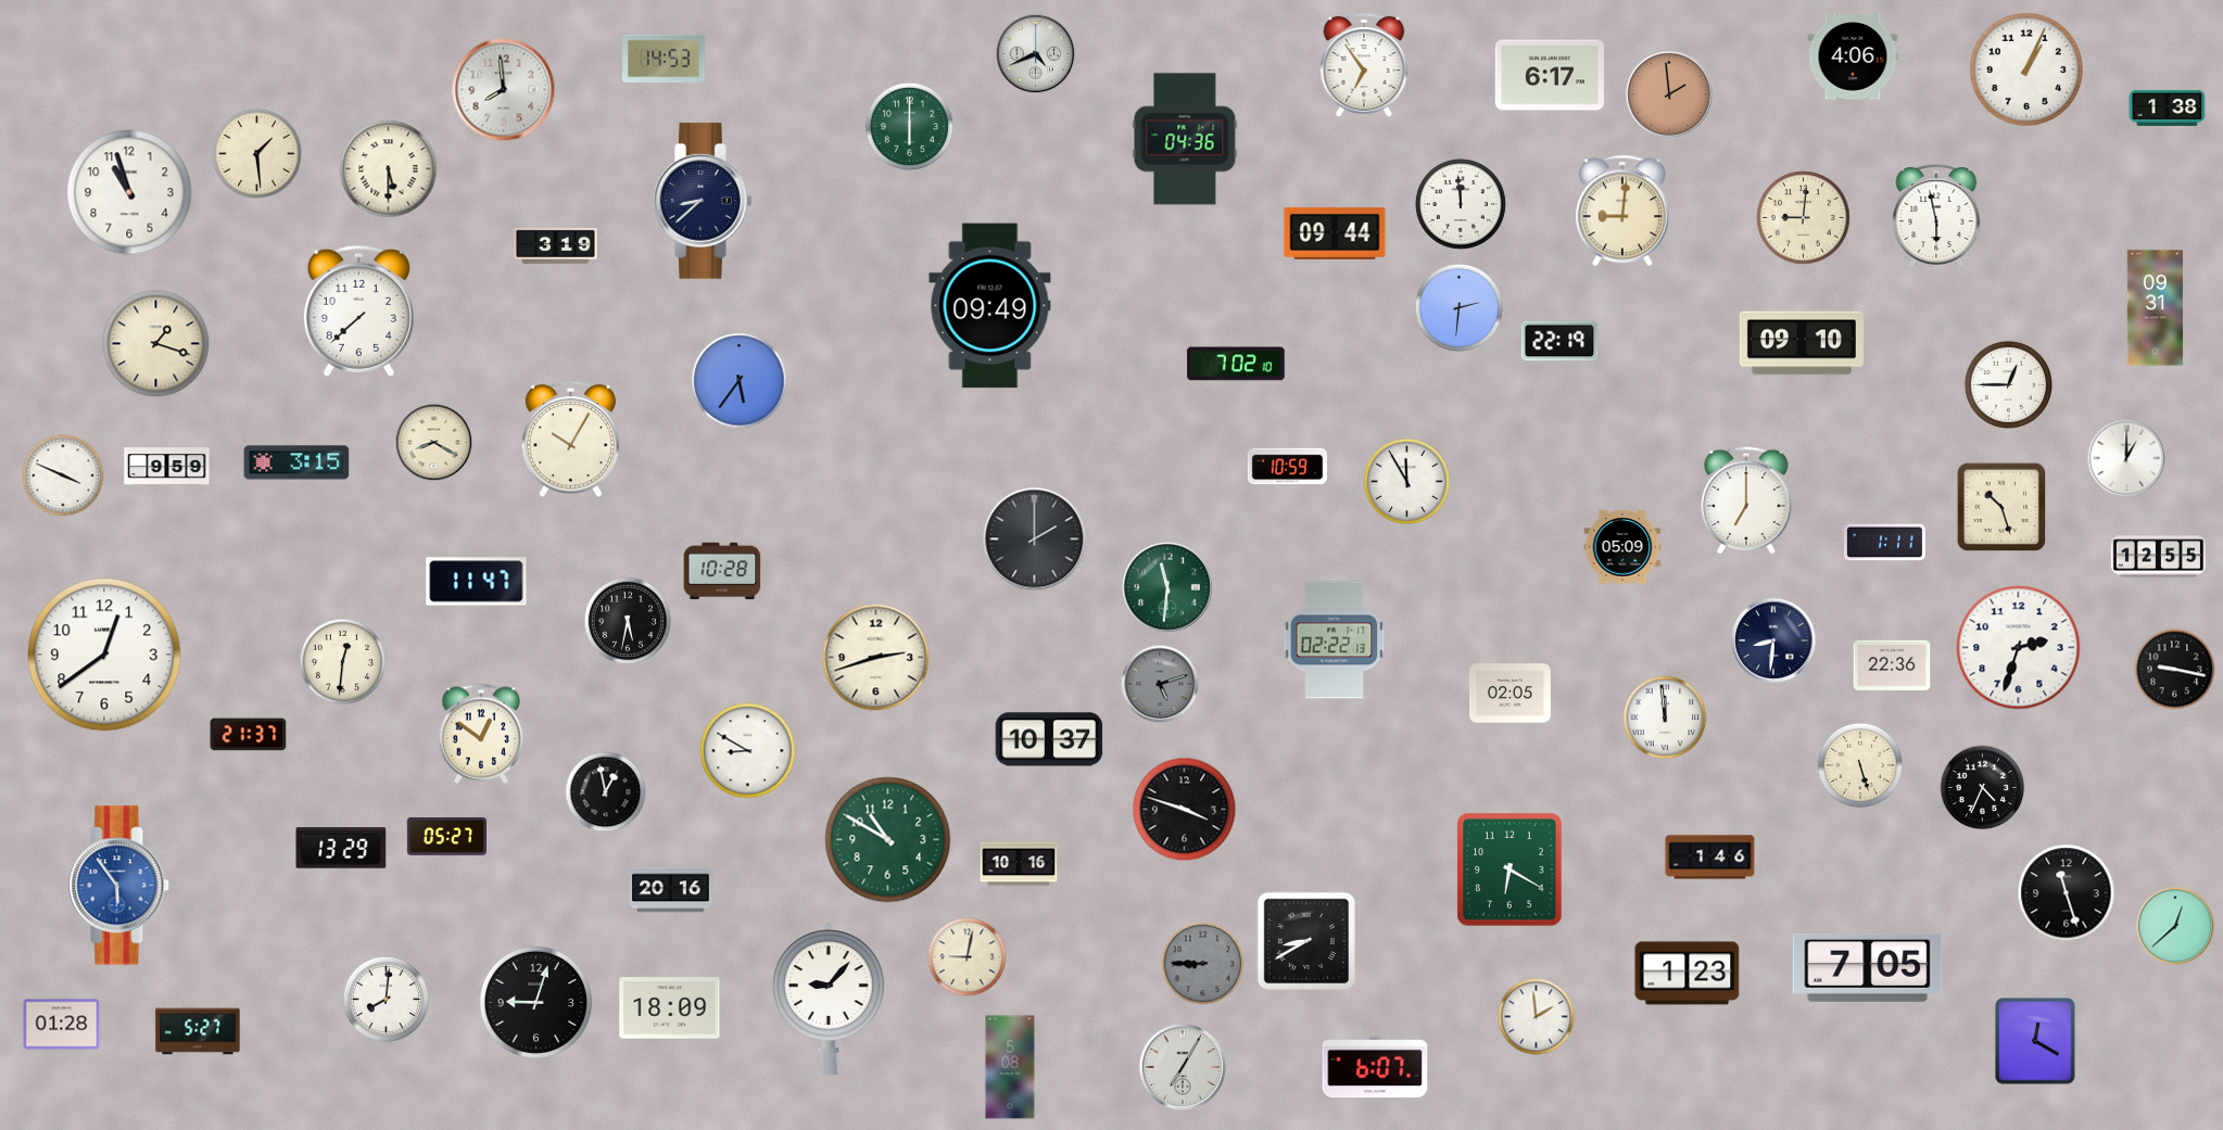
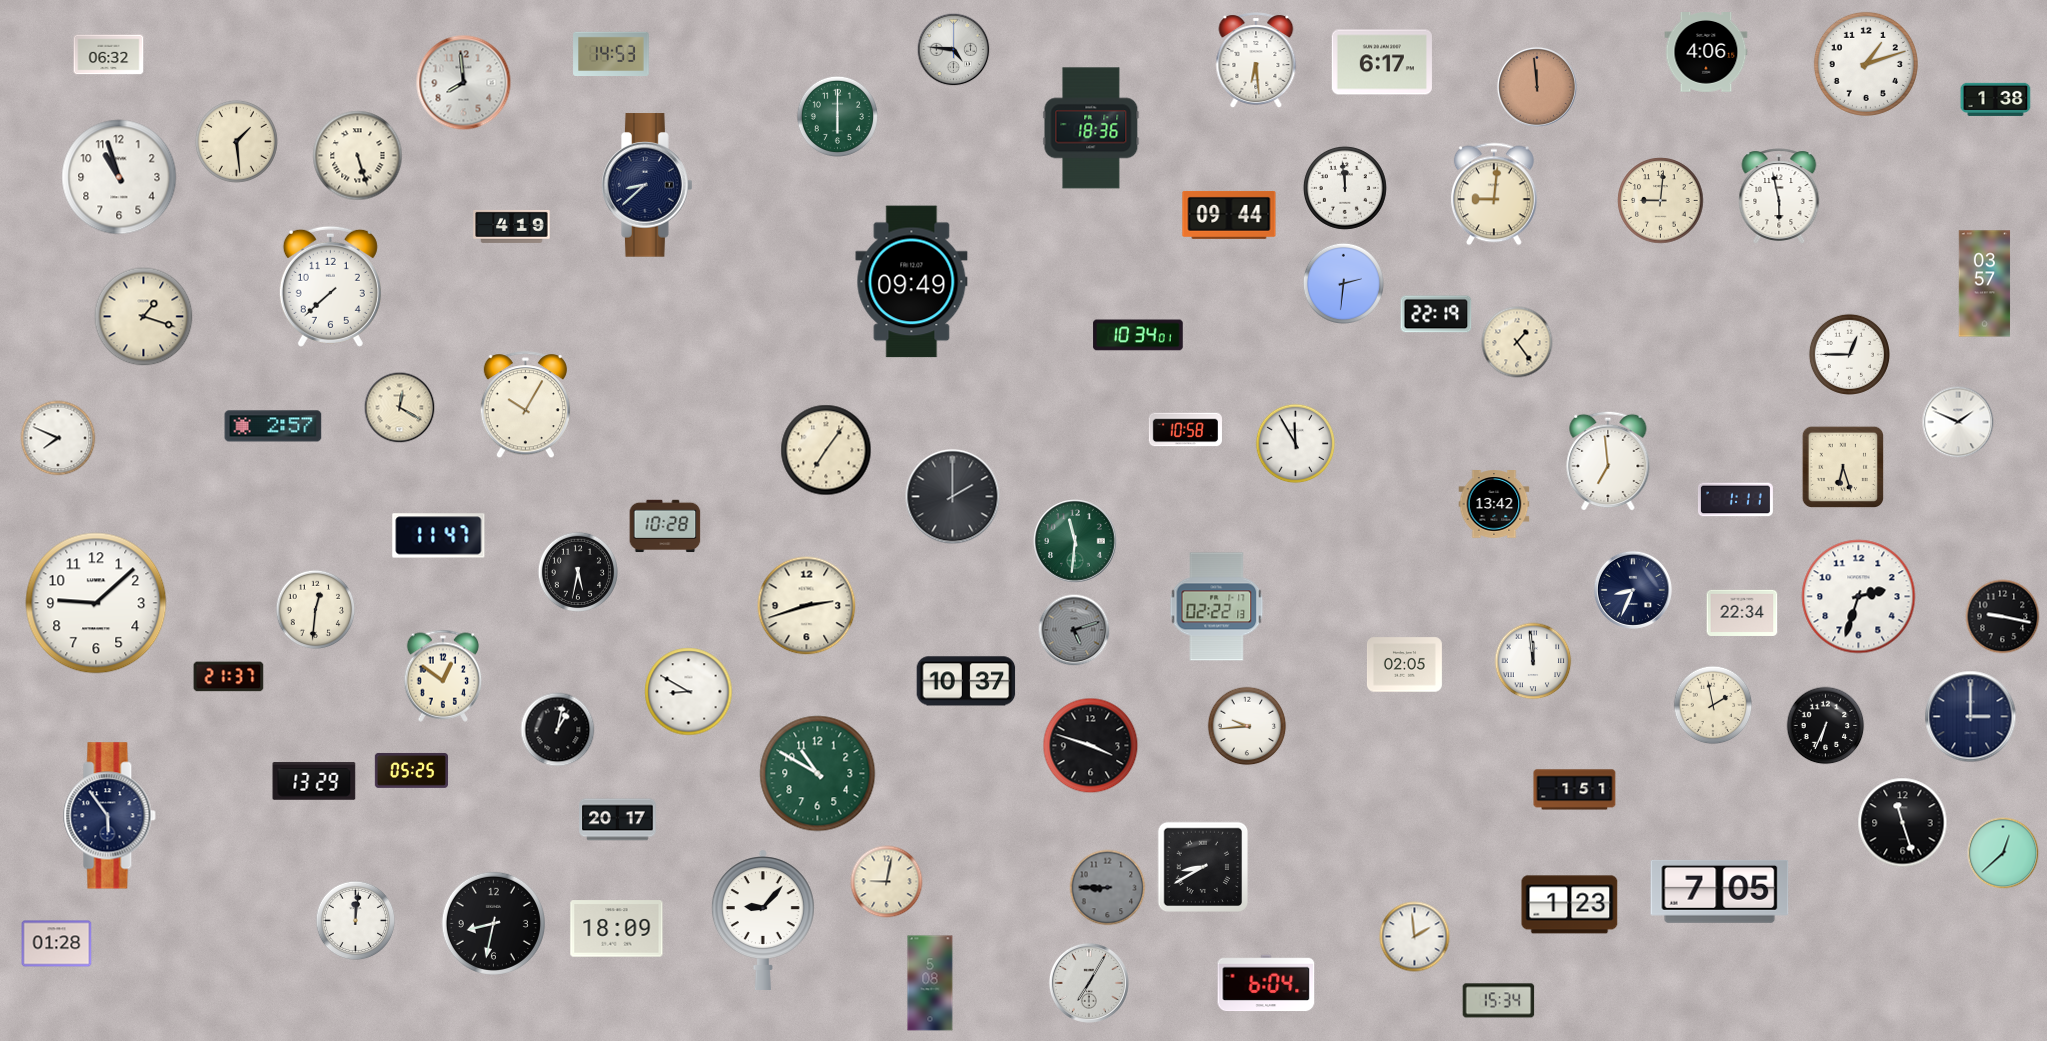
clock at (1036, 54): 4:41 -> 4:46
clock at (109, 55): none -> 06:32
clock at (1364, 65): 6:54 -> 6:29
clock at (2026, 69): 1:04 -> 1:12
clock at (1550, 75) position: (1550, 75) -> (1382, 62)
clock at (1669, 94): 1:59 -> 11:59
clock at (1185, 139): 04:36 -> 18:36
clock at (389, 169): 5:30 -> 5:27
clock at (1936, 216) position: (1936, 216) -> (1779, 196)
clock at (556, 245): 3:19 -> 4:19
clock at (2156, 308): 09:31 -> 03:57
clock at (1802, 343): 09:10 -> none
clock at (1236, 364): 7:02 -> 10:34
clock at (1517, 342): none -> 1:24
clock at (740, 381): 5:36 -> none
clock at (434, 443): 8:20 -> 12:20
clock at (2126, 458): 1:00 -> 1:49
clock at (296, 462): 3:15 -> 2:57
clock at (167, 467): 9:59 -> none
clock at (1287, 467): 10:59 -> 10:58
clock at (63, 475): 3:49 -> 7:49
clock at (826, 450): none -> 7:06
clock at (1746, 500): 7:00 -> 6:59
clock at (2001, 507): 10:27 -> 6:27
clock at (1622, 547): 05:09 -> 13:42
clock at (2158, 557): 12:55 -> none
clock at (1335, 640) position: (1335, 640) -> (1217, 607)
clock at (1773, 640): 8:31 -> 8:34
clock at (104, 655): 12:39 -> 9:08
clock at (1892, 665): 22:36 -> 22:34
clock at (1160, 684) position: (1160, 684) -> (1074, 630)
clock at (1510, 694) position: (1510, 694) -> (1404, 665)
clock at (1860, 765): 5:27 -> 1:58
clock at (1971, 717): none -> 3:00
clock at (1247, 726): none -> 9:44
clock at (1983, 788): 4:34 -> 6:34
clock at (606, 792): 12:58 -> 1:02
clock at (446, 836): 05:27 -> 05:25
clock at (1710, 858): 1:46 -> 1:51
clock at (1019, 864): 10:16 -> none
clock at (1510, 869): 6:20 -> none
clock at (119, 886) dial: blue -> navy
clock at (671, 890): 20:16 -> 20:17
clock at (968, 957) position: (968, 957) -> (887, 882)
clock at (1688, 974) position: (1688, 974) -> (1570, 905)
clock at (387, 1000): 8:01 -> 12:01
clock at (535, 1002): 9:03 -> 8:32
clock at (198, 1031): 5:27 -> none
clock at (2035, 1041): 12:20 -> none
clock at (1375, 1067): 6:07 -> 6:04
clock at (1499, 1001): none -> 15:34
